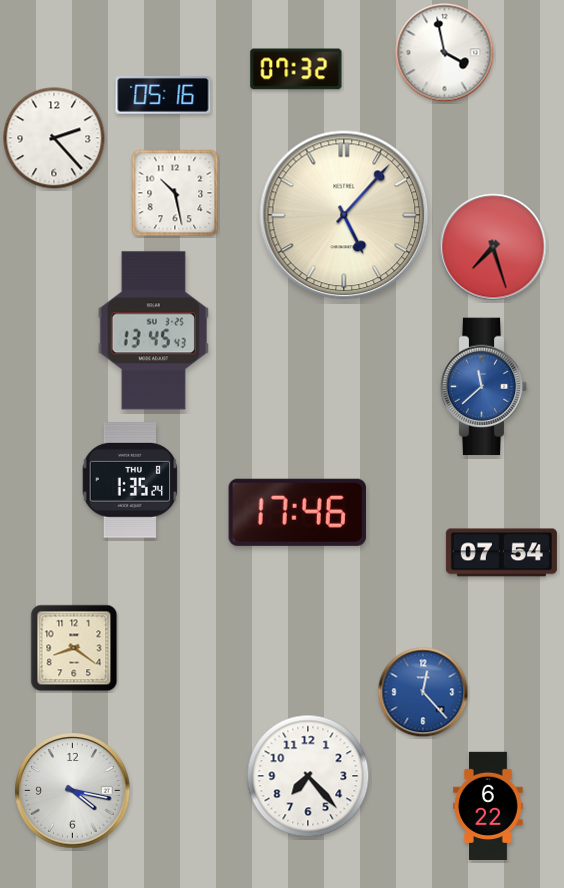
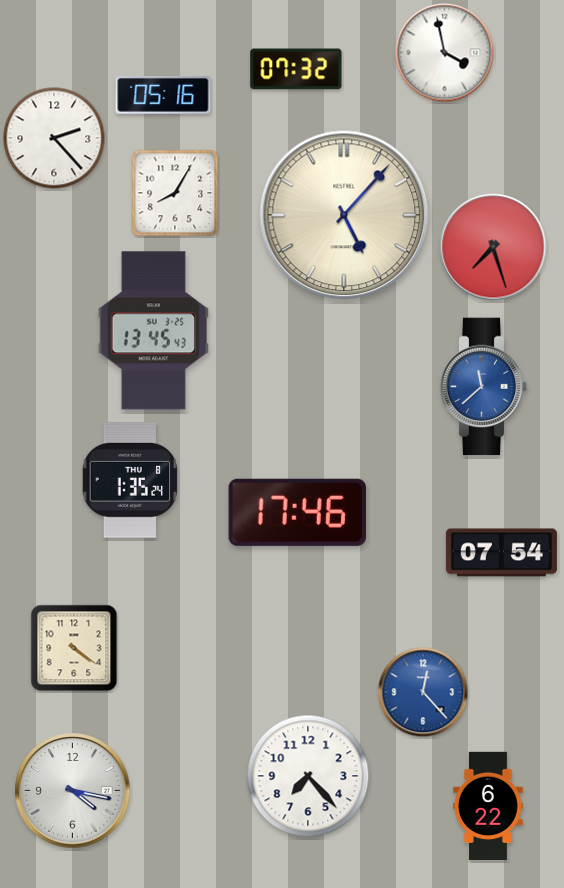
clock at (175, 193): 10:28 -> 8:05
clock at (74, 648): 8:21 -> 4:21
